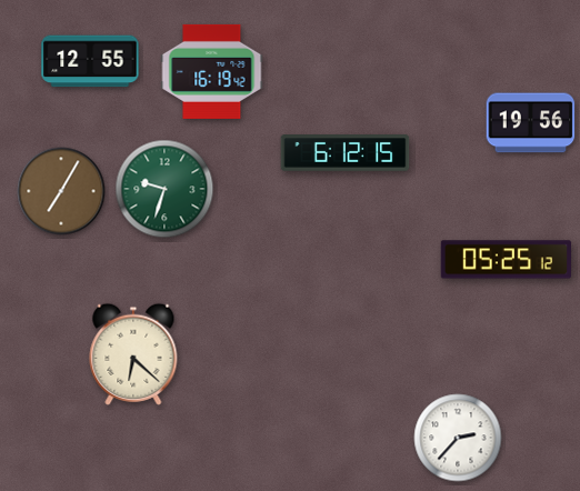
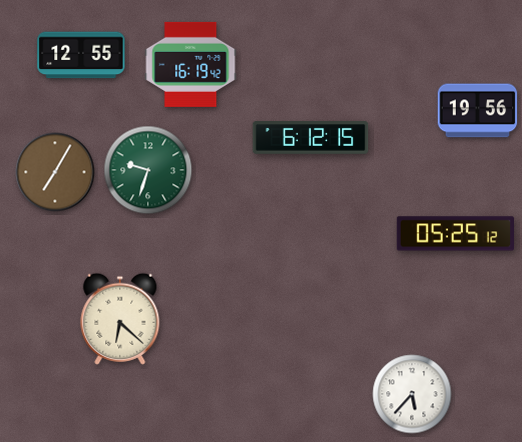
clock at (458, 438): 2:37 -> 5:37
